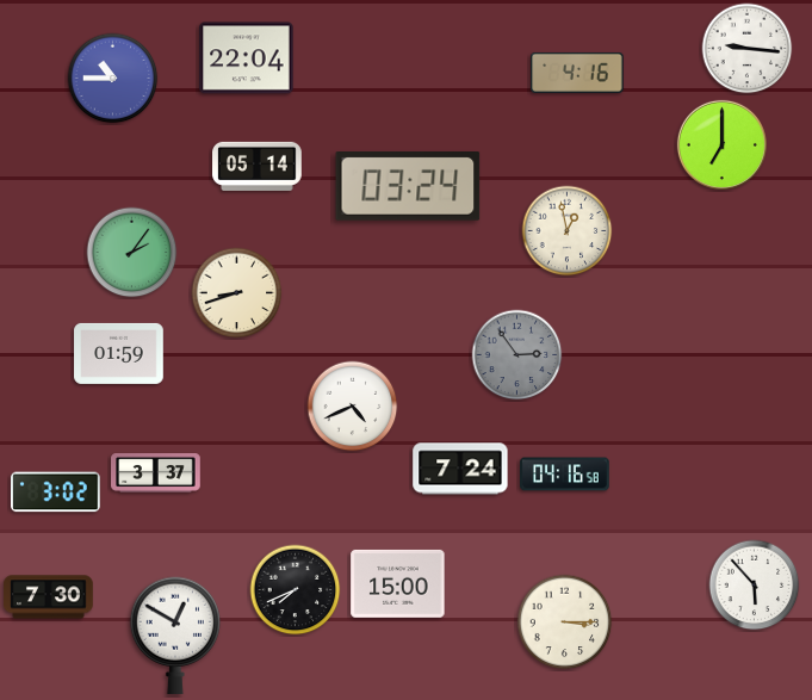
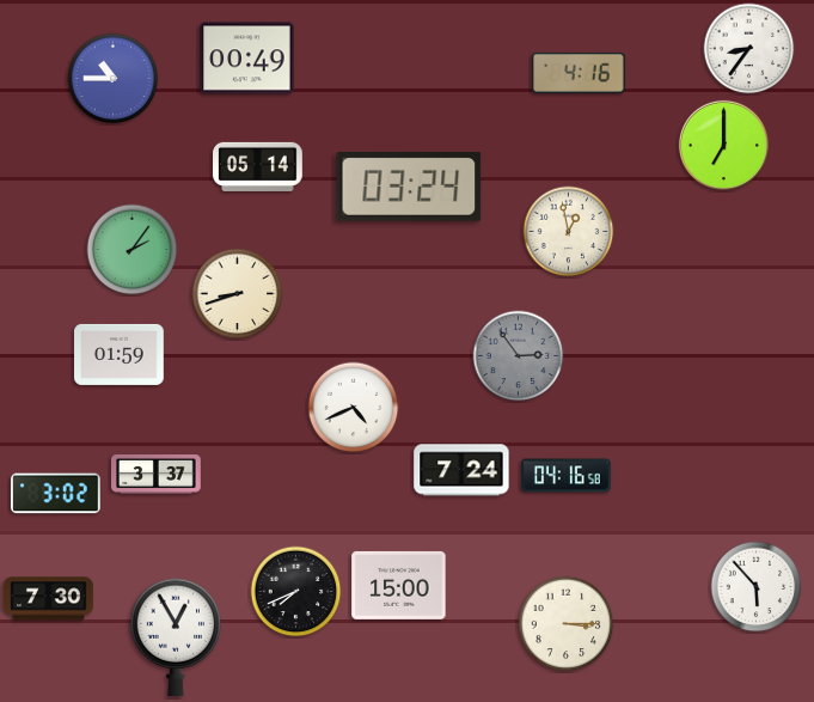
clock at (748, 49): 9:16 -> 8:36
clock at (247, 58): 22:04 -> 00:49
clock at (132, 253) position: (132, 253) -> (133, 250)
clock at (174, 636): 12:50 -> 12:55
